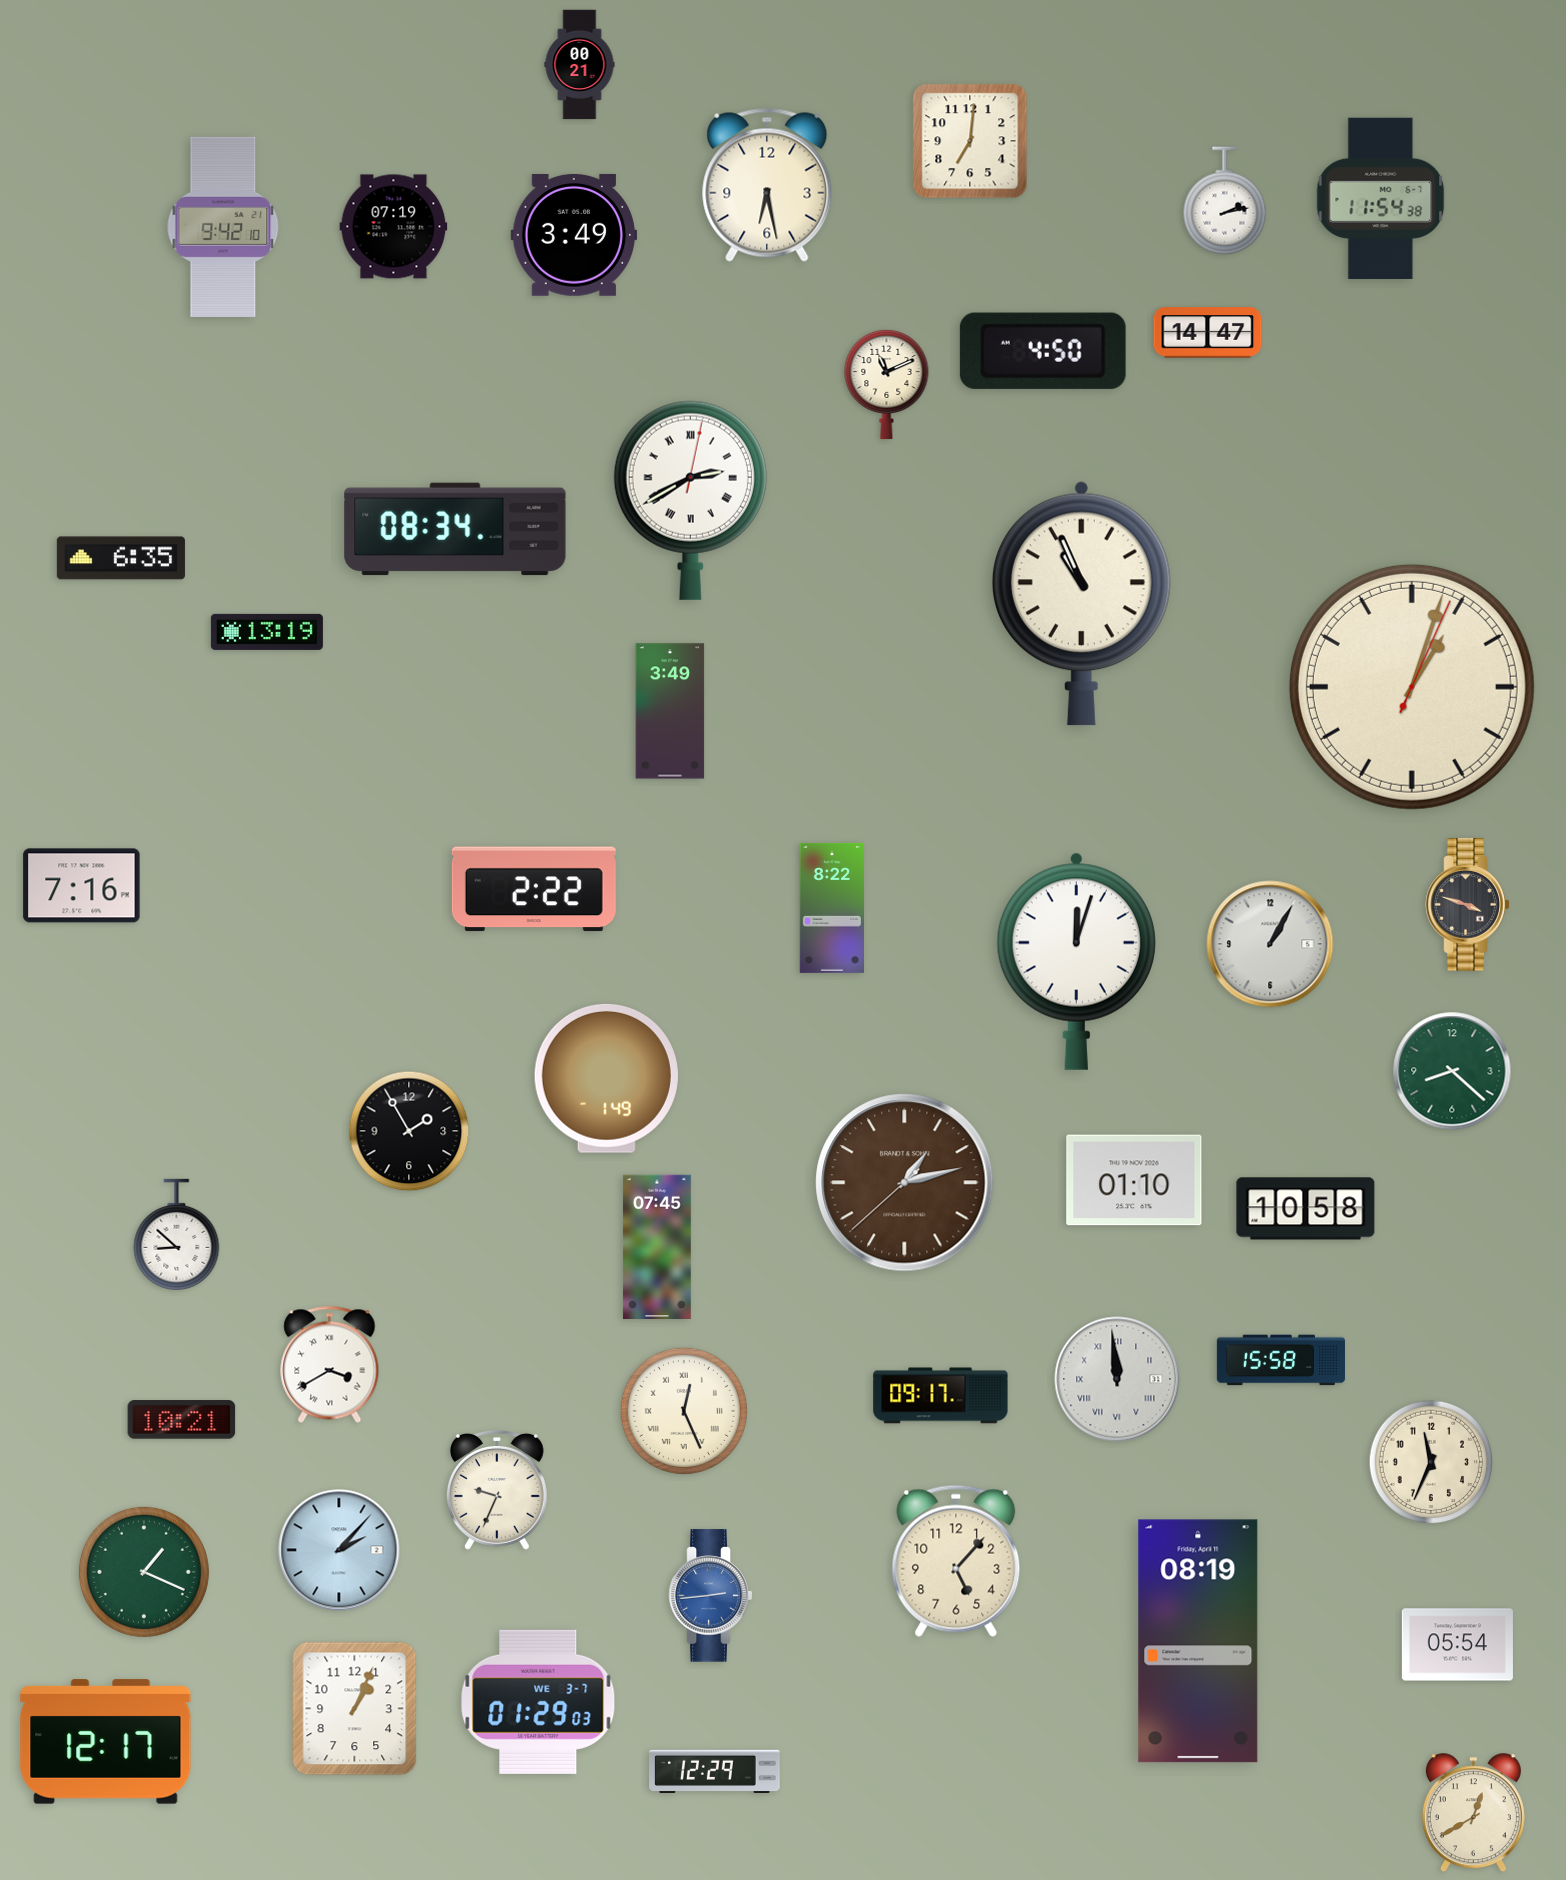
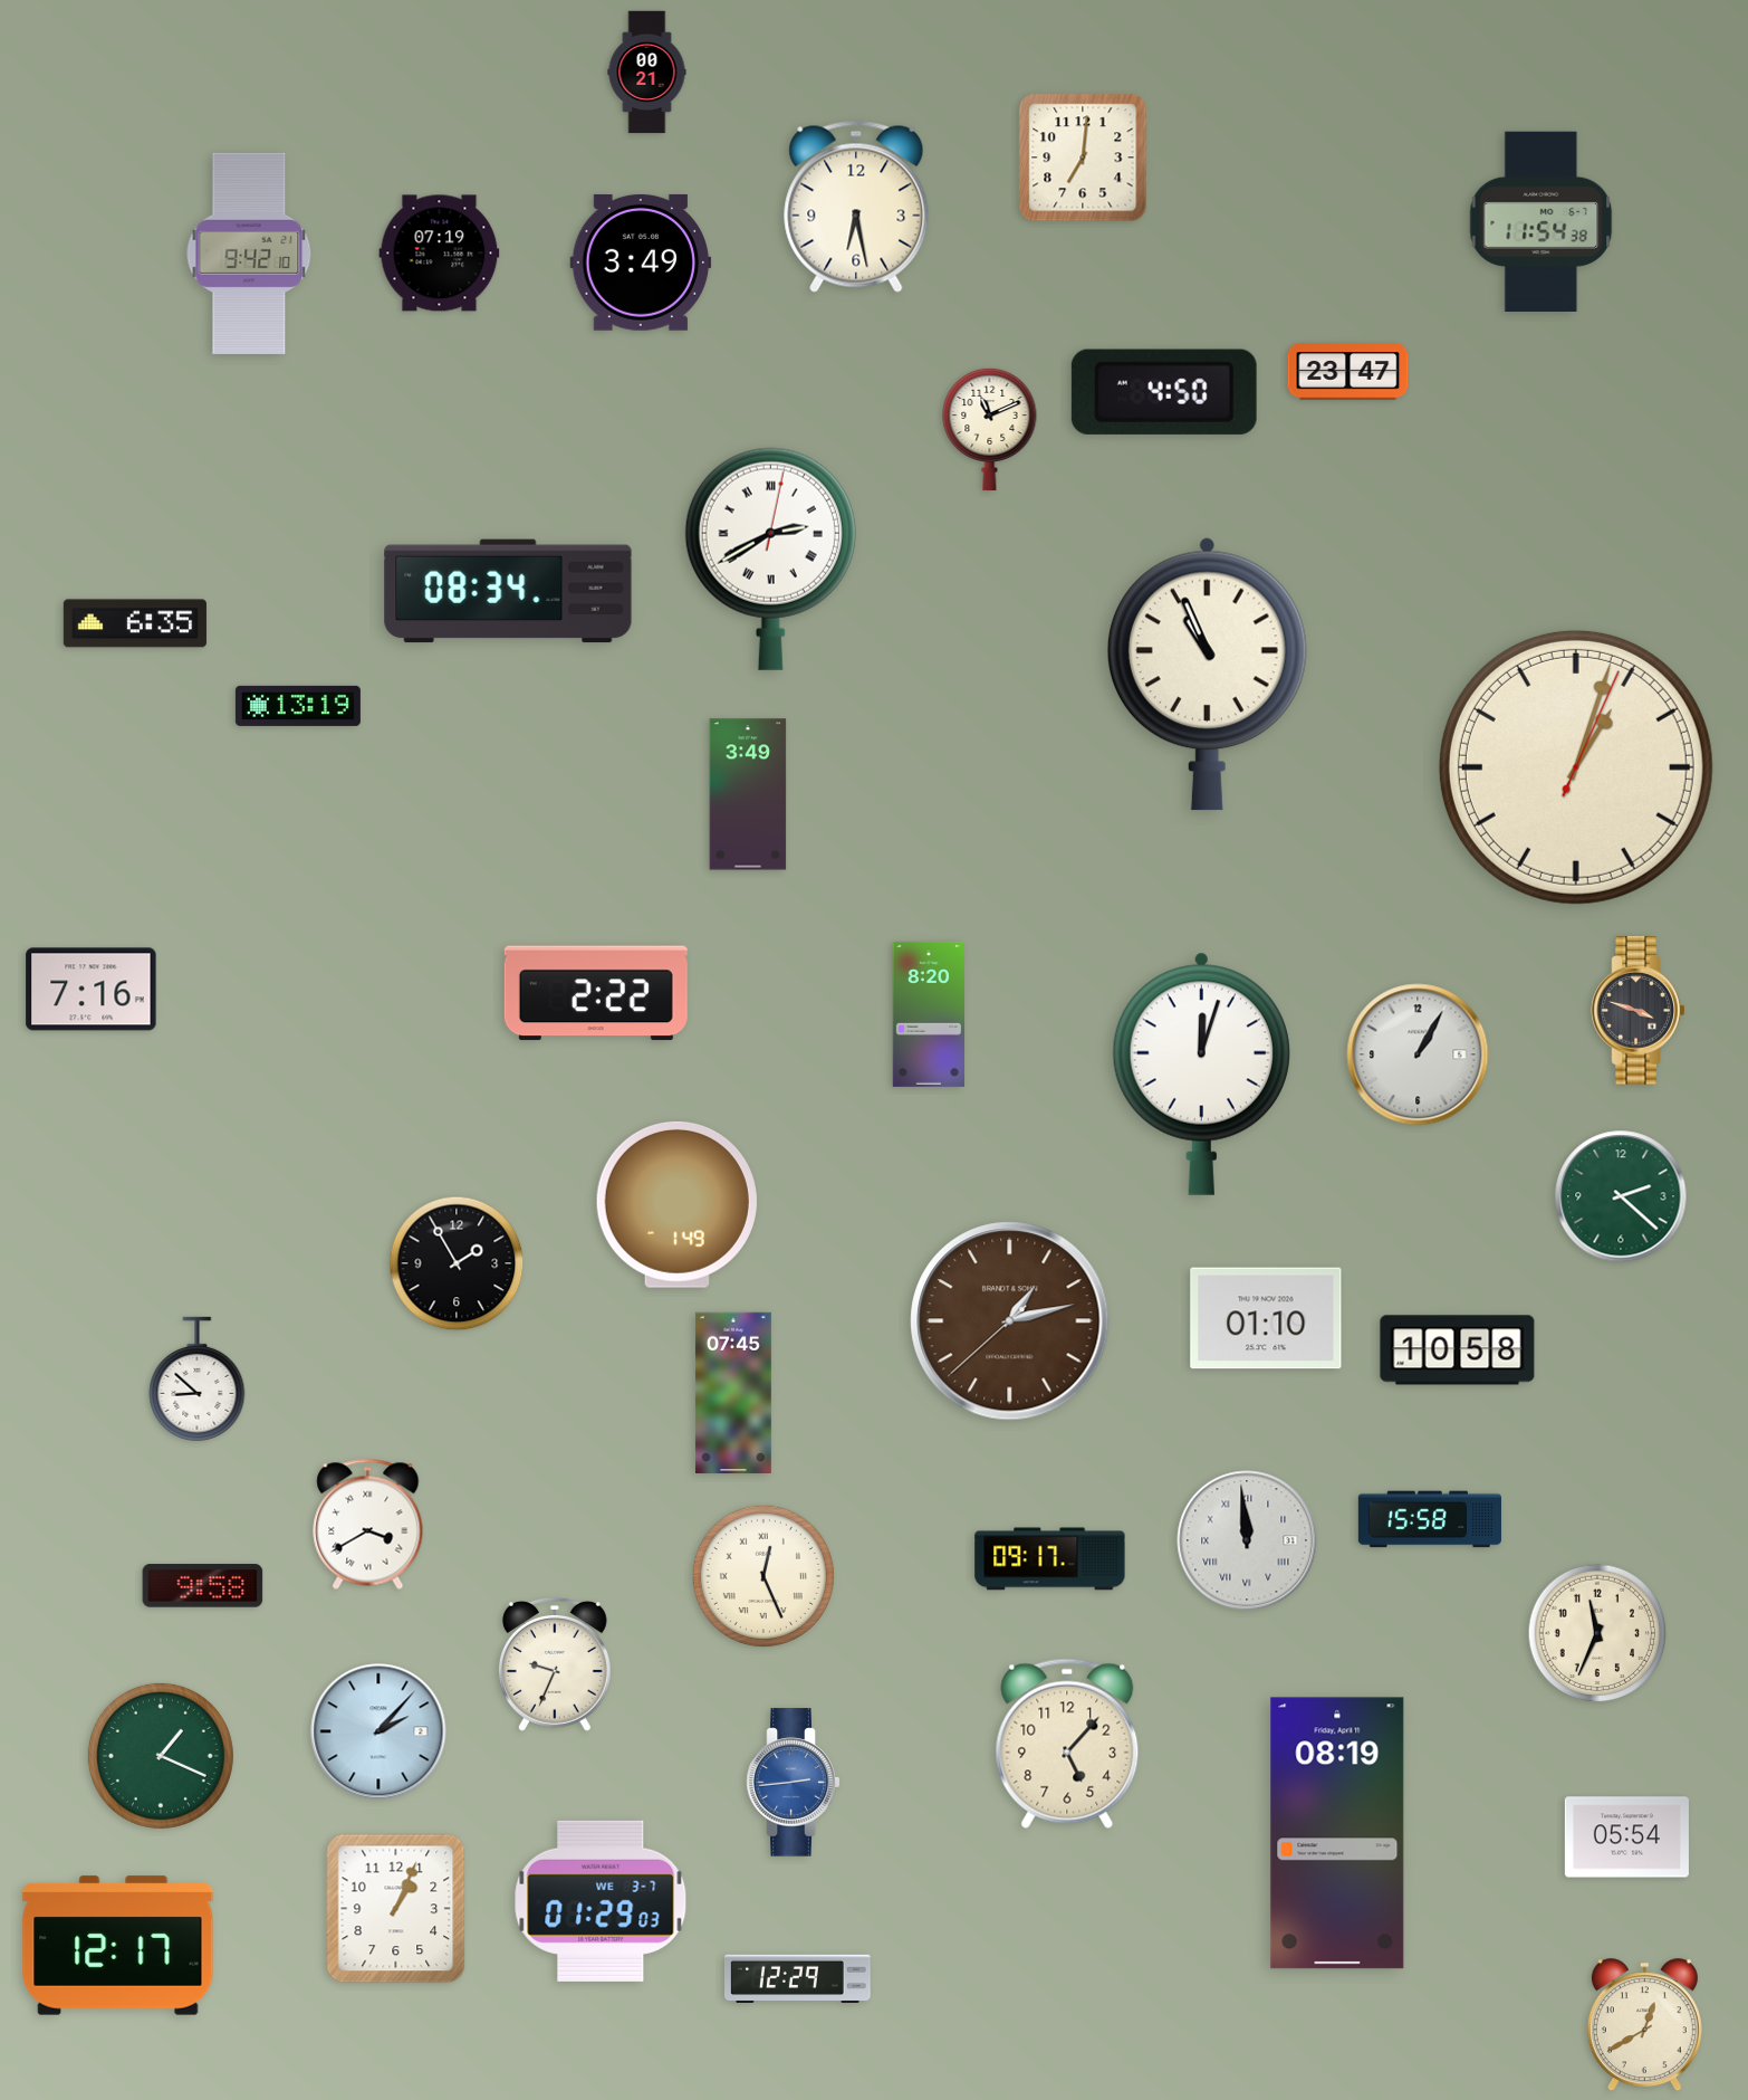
clock at (1225, 201): 2:13 -> none
clock at (1208, 333): 14:47 -> 23:47
clock at (831, 908): 8:22 -> 8:20
clock at (1452, 1071): 8:22 -> 2:22
clock at (182, 1420): 10:21 -> 9:58
